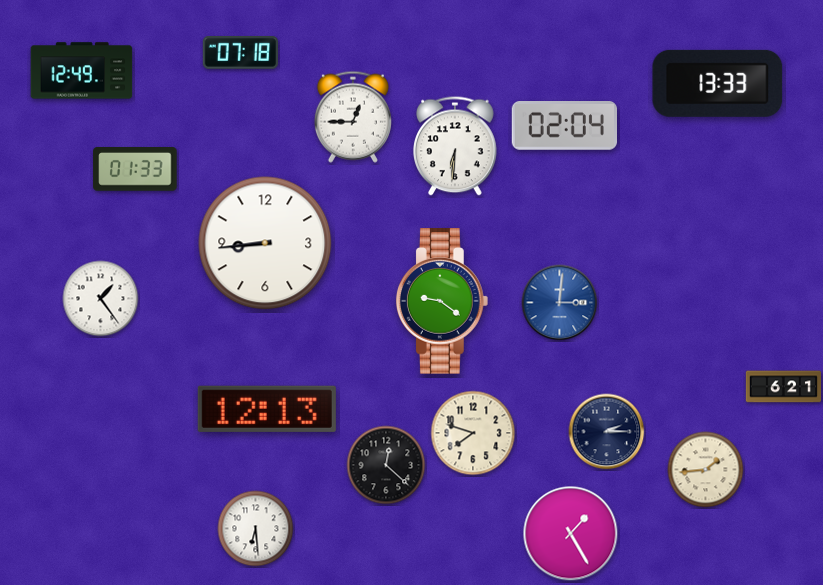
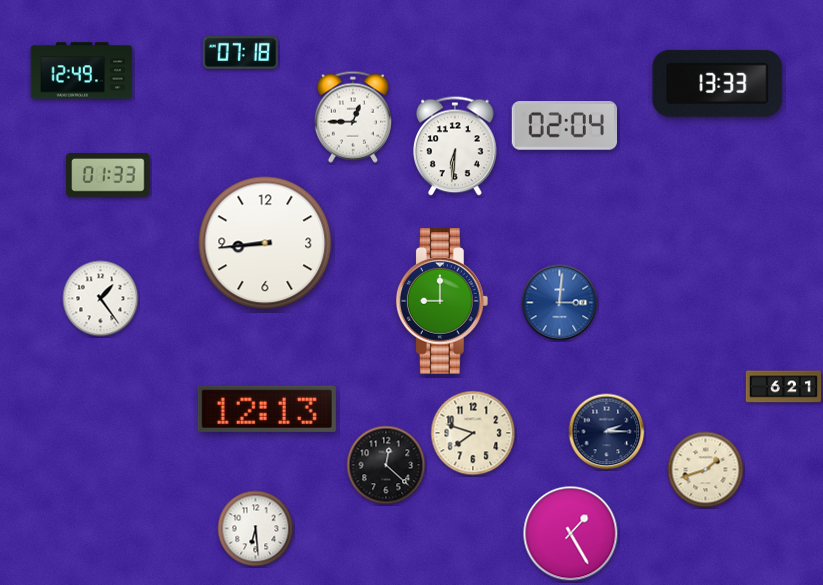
clock at (135, 170) position: (135, 170) -> (108, 176)
clock at (442, 301): 9:21 -> 9:00
clock at (706, 470): 1:44 -> 1:42
